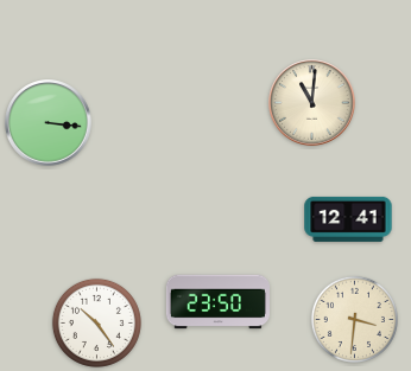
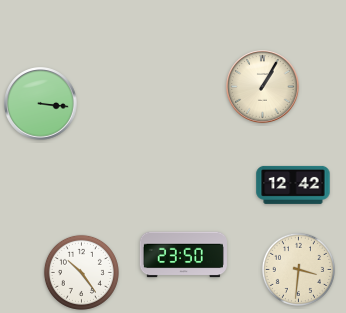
clock at (312, 103): 11:01 -> 1:05
clock at (348, 219): 12:41 -> 12:42
